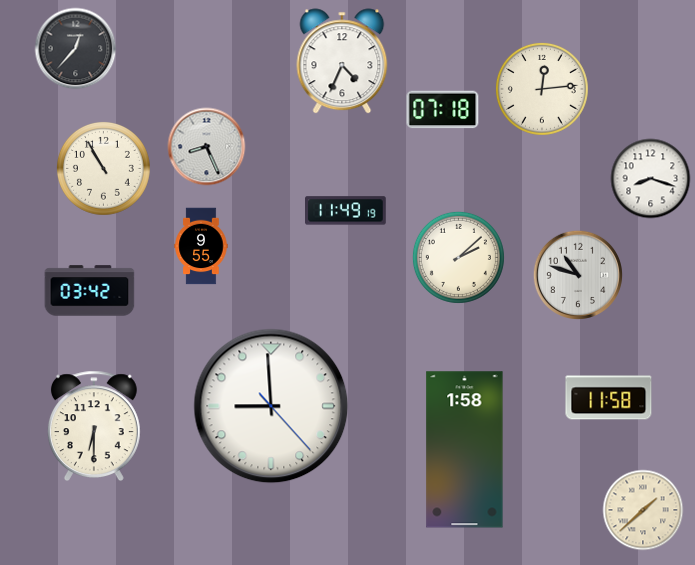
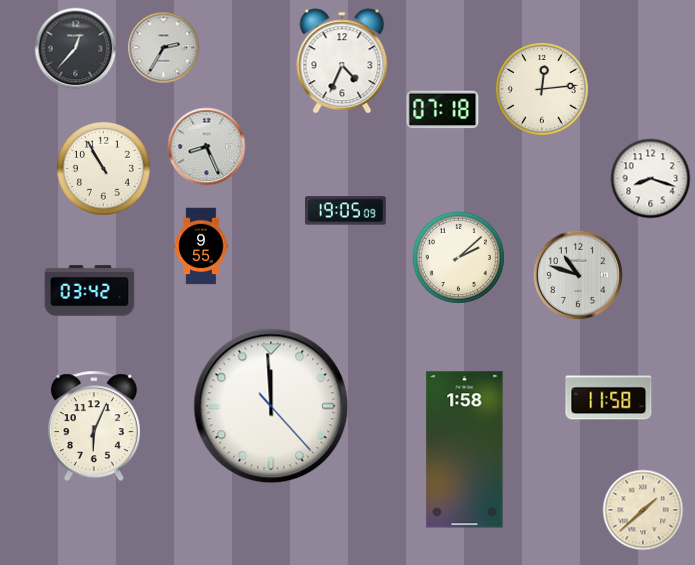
clock at (164, 48): none -> 2:35
clock at (346, 211): 11:49 -> 19:05
clock at (271, 406): 8:59 -> 11:59
clock at (94, 426): 6:30 -> 6:04
